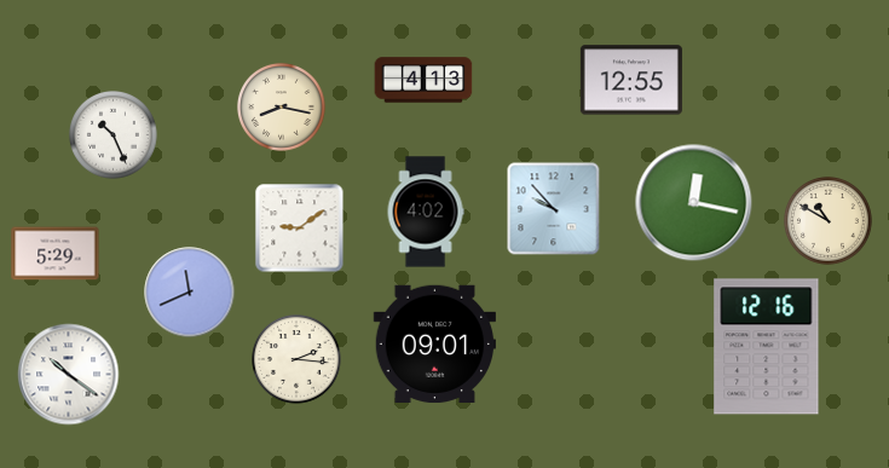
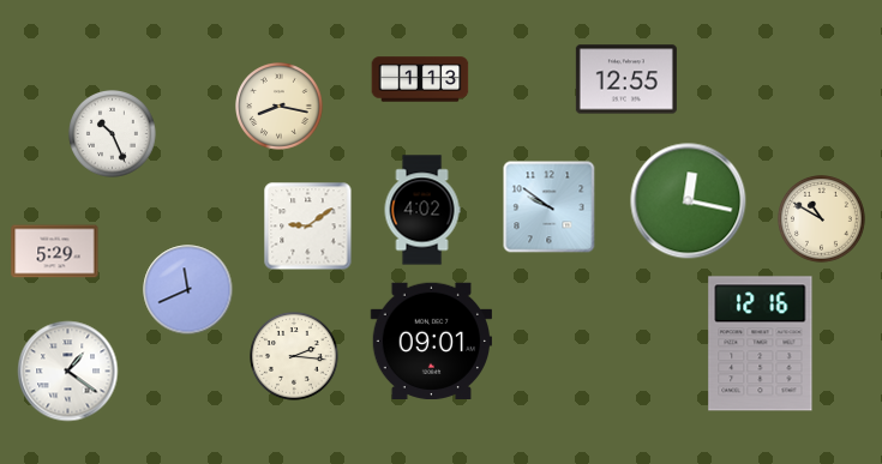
clock at (423, 80): 4:13 -> 1:13
clock at (554, 209): 9:53 -> 9:51
clock at (300, 229) position: (300, 229) -> (308, 227)
clock at (69, 375): 10:21 -> 1:21
